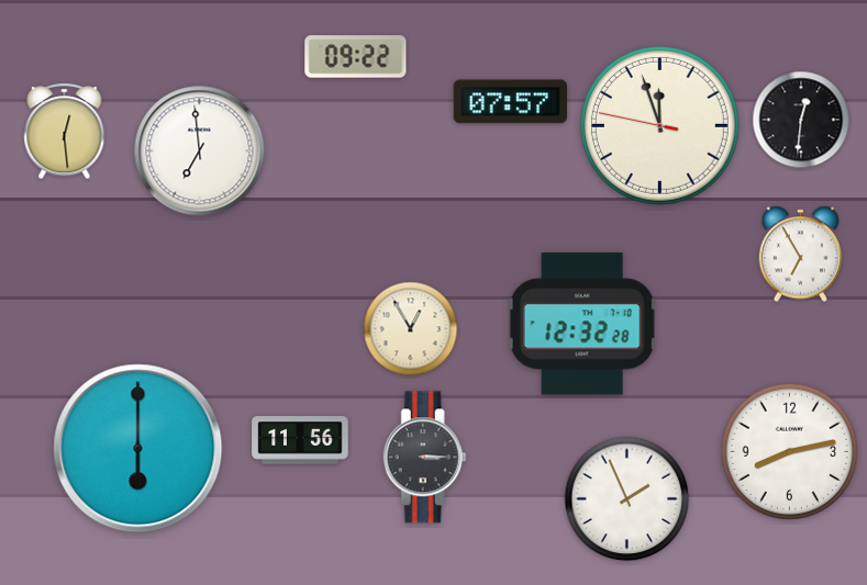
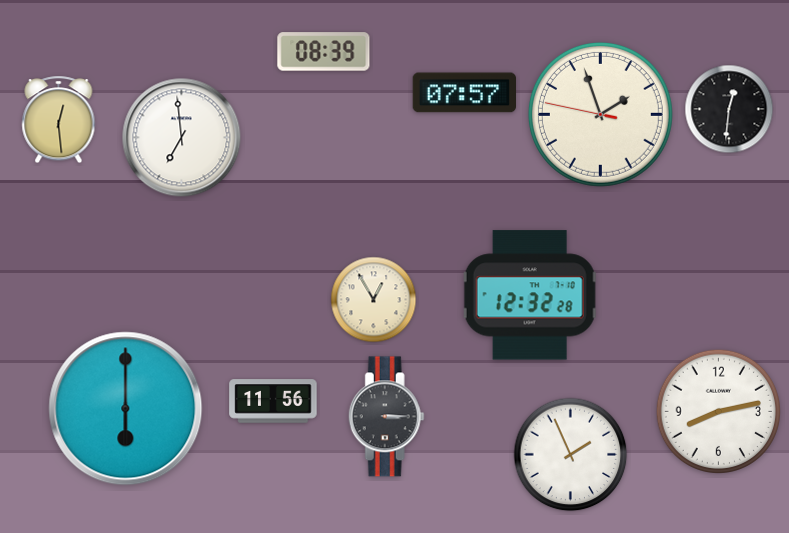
clock at (356, 57): 09:22 -> 08:39
clock at (659, 125): 11:56 -> 1:56
clock at (801, 255): 6:55 -> none
